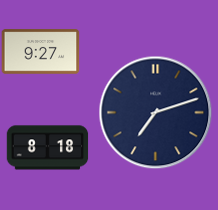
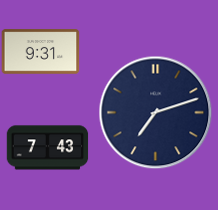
clock at (40, 52): 9:27 -> 9:31
clock at (47, 148): 8:18 -> 7:43
